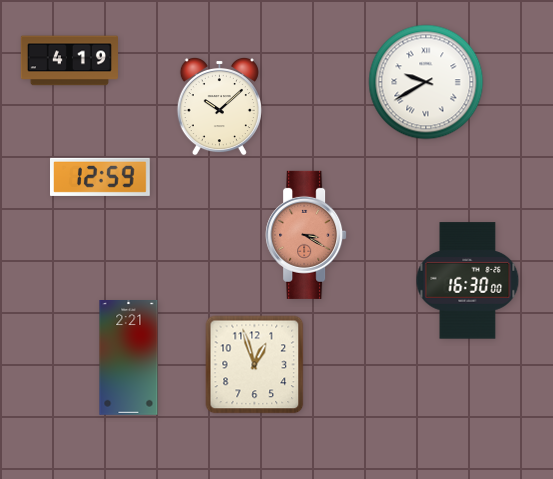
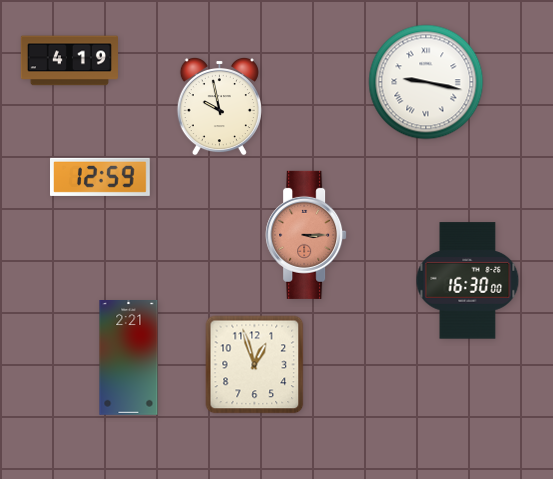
clock at (426, 82): 9:40 -> 9:17
clock at (219, 106): 10:08 -> 9:58
clock at (306, 235): 3:20 -> 3:15
